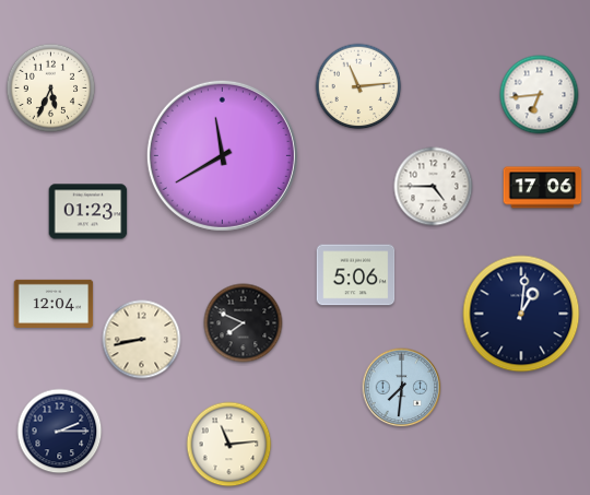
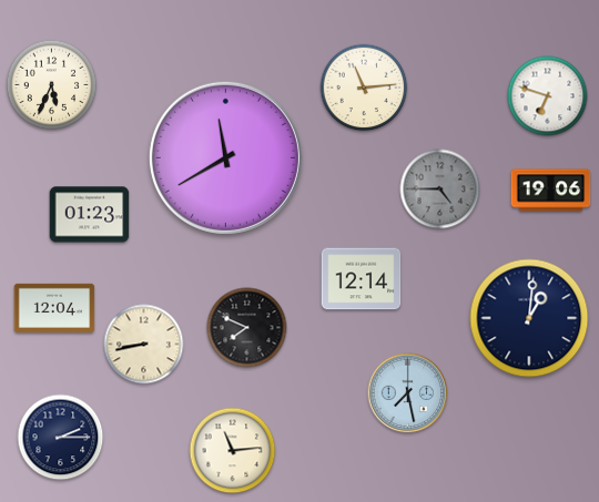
clock at (51, 89) position: (51, 89) -> (52, 85)
clock at (540, 95): 6:44 -> 6:48
clock at (434, 187) dial: white -> grey
clock at (543, 188): 17:06 -> 19:06
clock at (356, 275): 5:06 -> 12:14
clock at (402, 388): 7:31 -> 7:28
